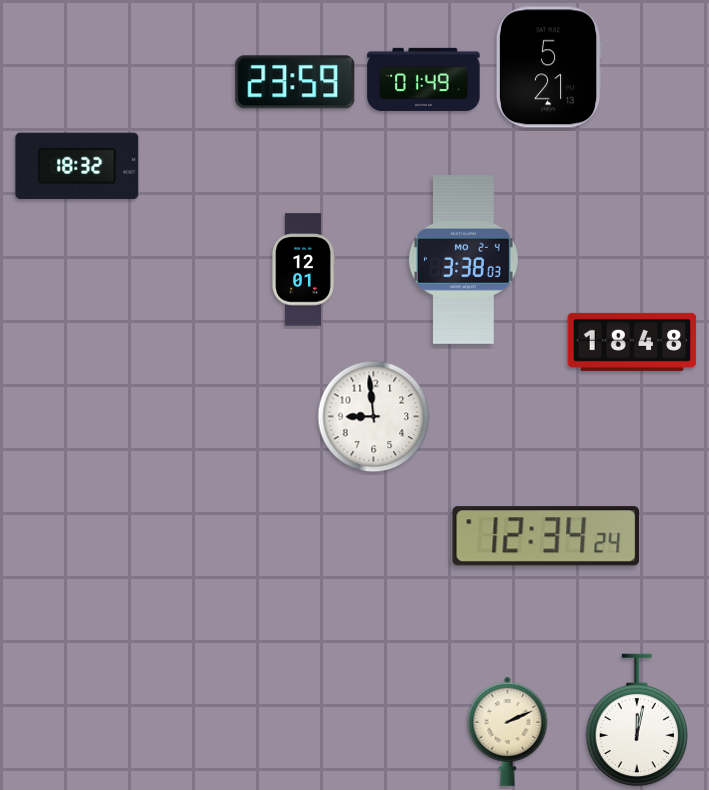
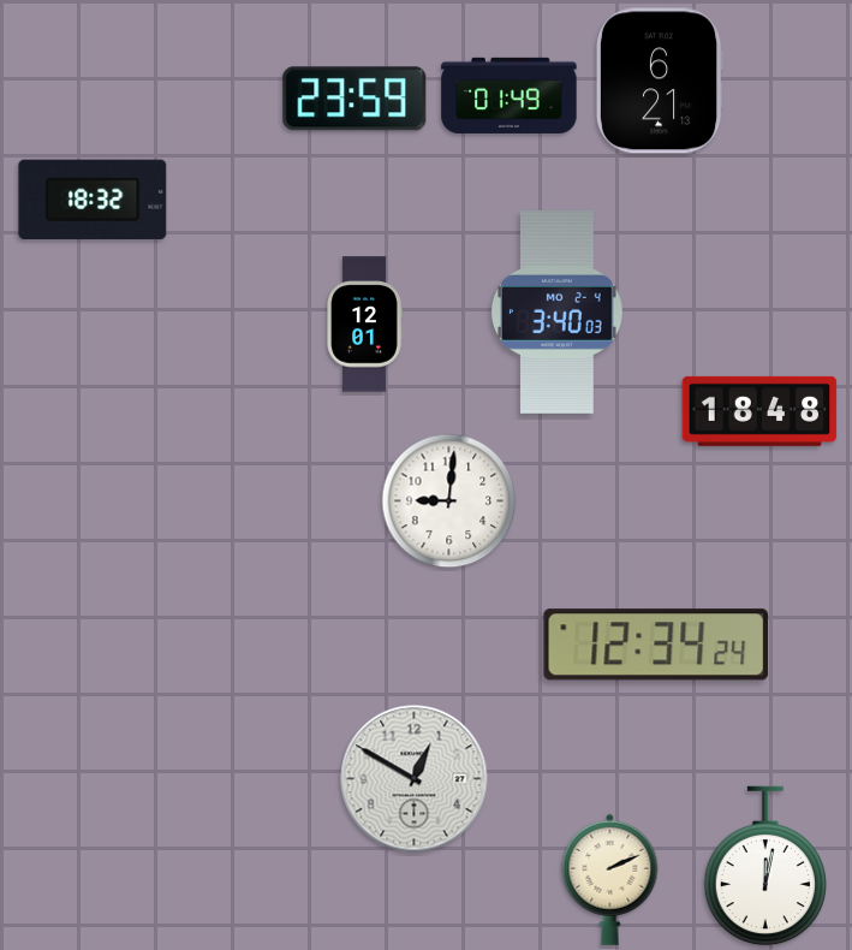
clock at (549, 67): 5:21 -> 6:21
clock at (463, 260): 3:38 -> 3:40
clock at (374, 417): 8:59 -> 9:01
clock at (415, 779): none -> 12:50
